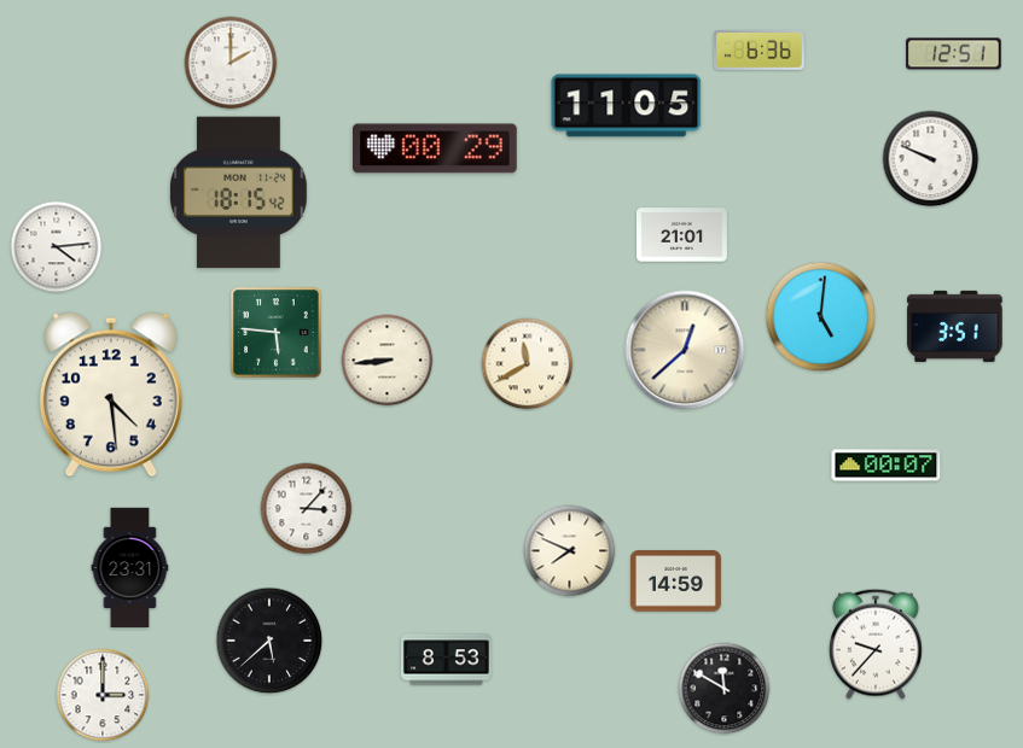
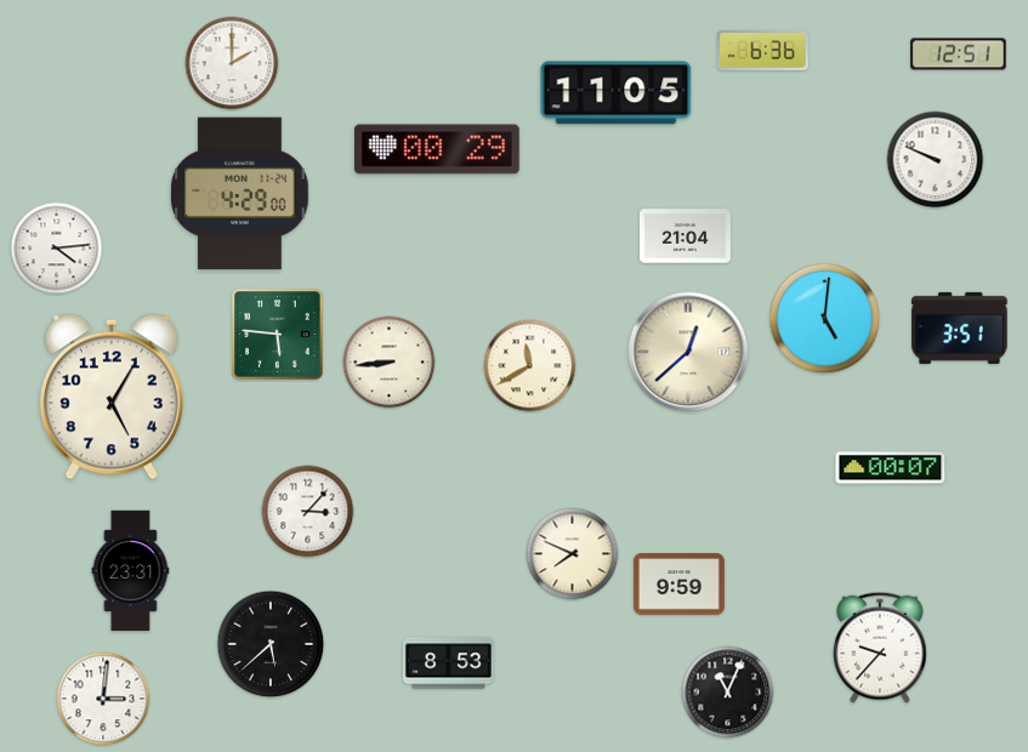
clock at (627, 106) position: (627, 106) -> (617, 93)
clock at (239, 193): 18:15 -> 4:29
clock at (681, 235): 21:01 -> 21:04
clock at (111, 395): 4:29 -> 5:05
clock at (675, 582): 14:59 -> 9:59
clock at (725, 689): 11:50 -> 11:04
clock at (103, 695): 3:00 -> 3:01
